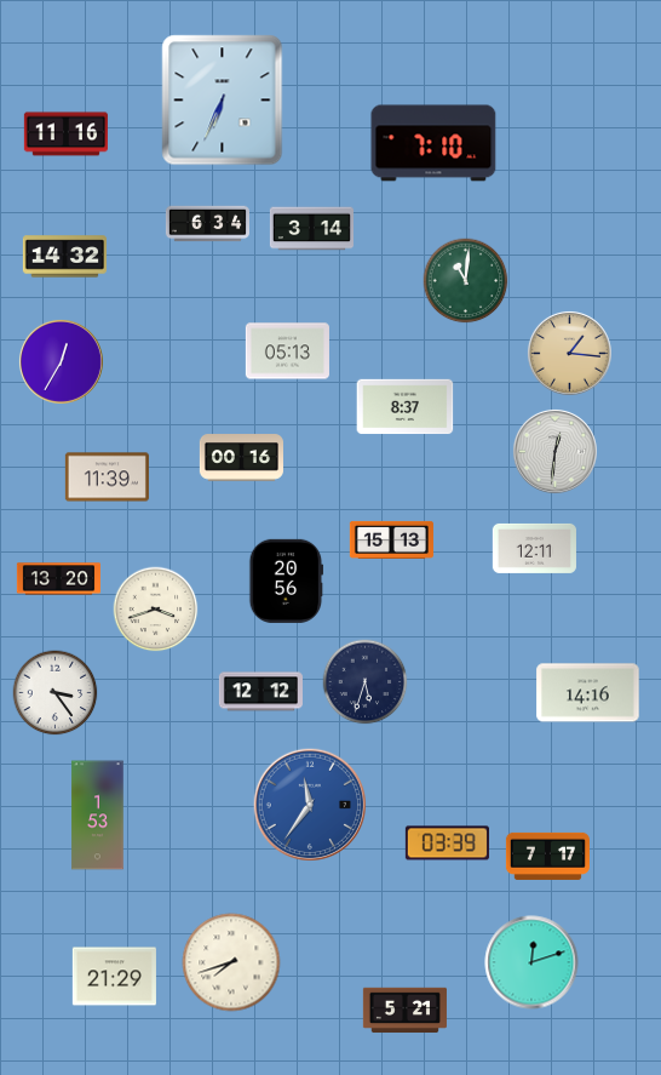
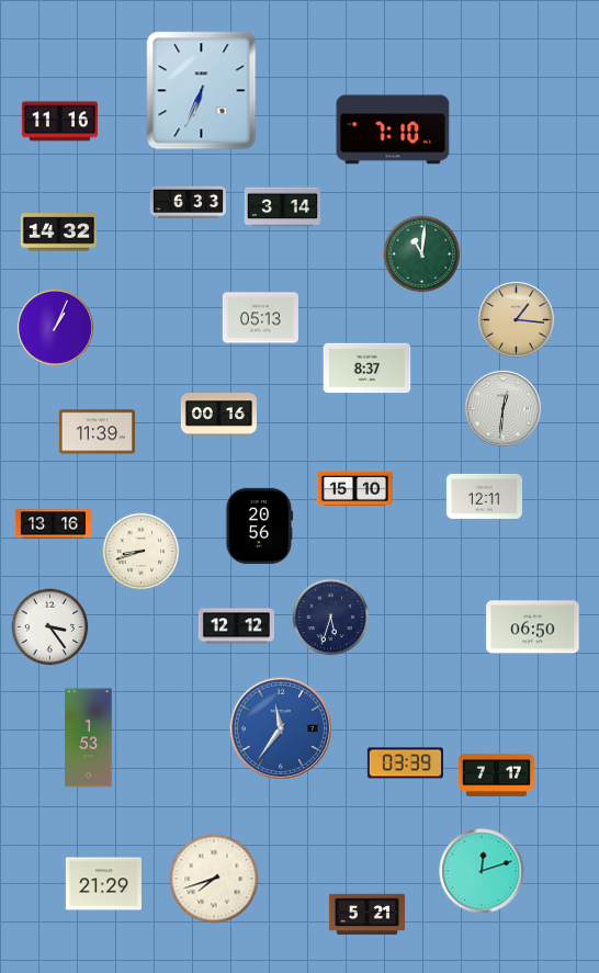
clock at (207, 224): 6:34 -> 6:33
clock at (61, 361): 12:35 -> 1:04
clock at (391, 539): 15:13 -> 15:10
clock at (58, 579): 13:20 -> 13:16
clock at (156, 610): 3:42 -> 8:42
clock at (588, 693): 14:16 -> 06:50
clock at (231, 962) position: (231, 962) -> (214, 879)
